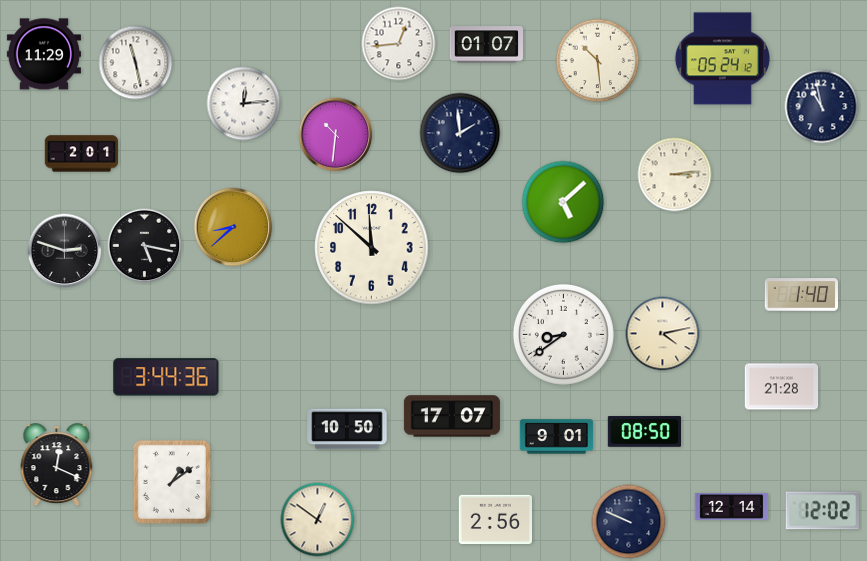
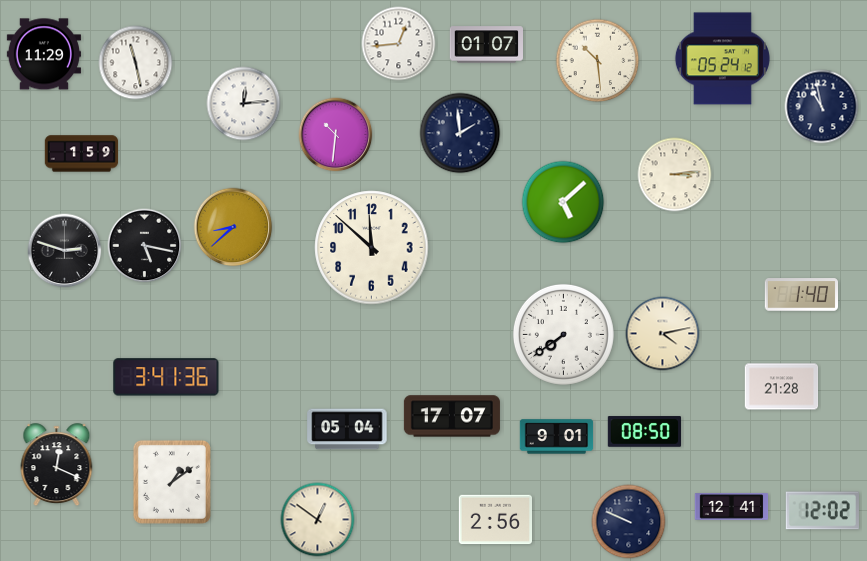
clock at (82, 154): 2:01 -> 1:59
clock at (563, 334): 8:39 -> 7:39
clock at (166, 377): 3:44 -> 3:41
clock at (347, 429): 10:50 -> 05:04
clock at (732, 507): 12:14 -> 12:41
